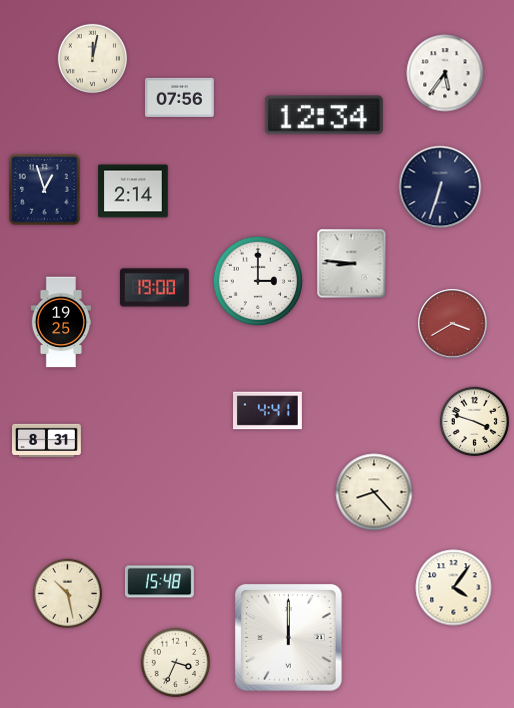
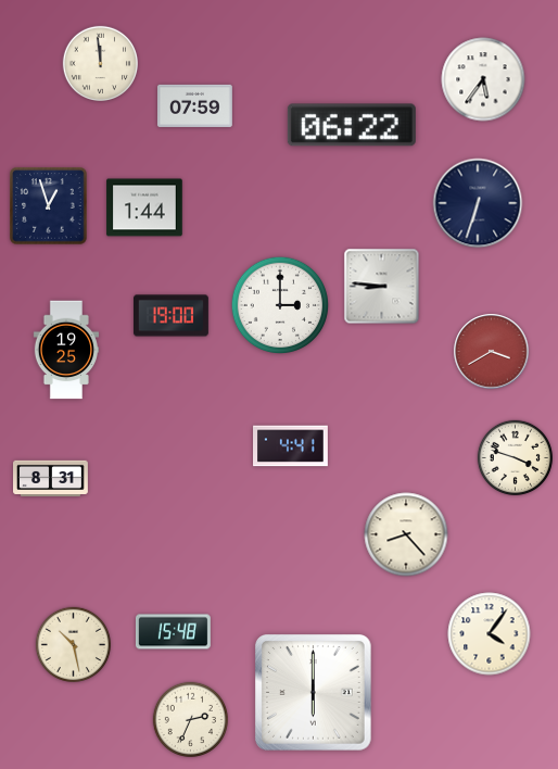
clock at (92, 58): 12:02 -> 11:59
clock at (179, 97): 07:56 -> 07:59
clock at (324, 115): 12:34 -> 06:22
clock at (133, 191): 2:14 -> 1:44
clock at (155, 288) position: (155, 288) -> (172, 316)
clock at (454, 588) position: (454, 588) -> (490, 634)
clock at (289, 638): 12:00 -> 6:00
clock at (175, 662): 3:34 -> 2:34
